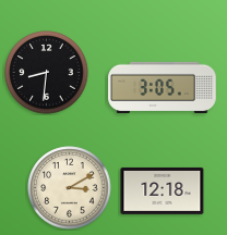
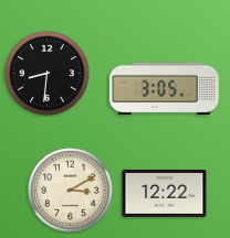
clock at (163, 190): 12:18 -> 12:22
